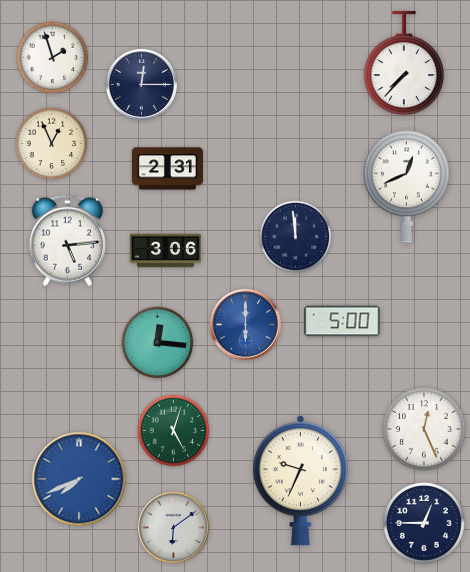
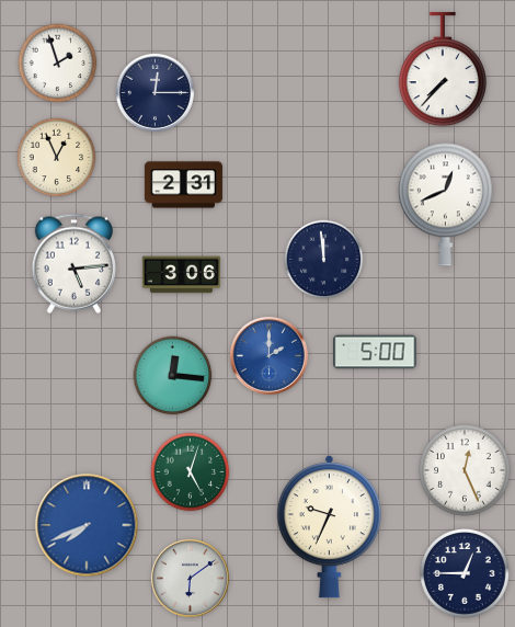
clock at (245, 324): 6:00 -> 2:00
